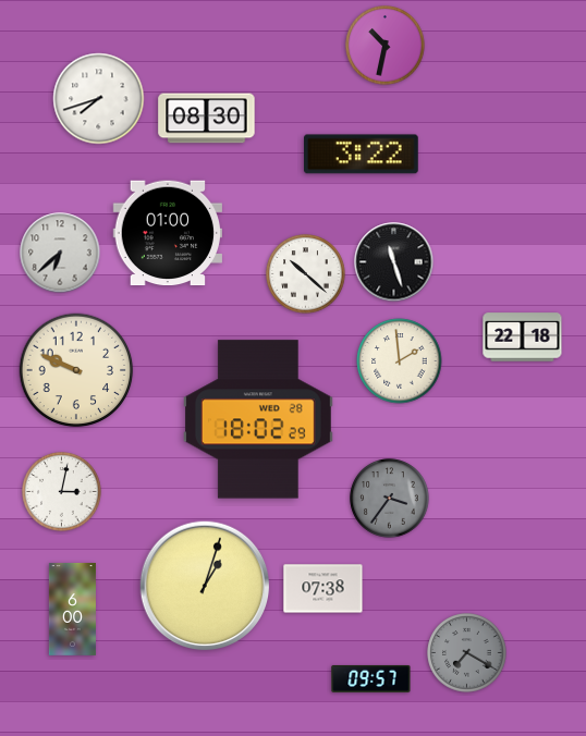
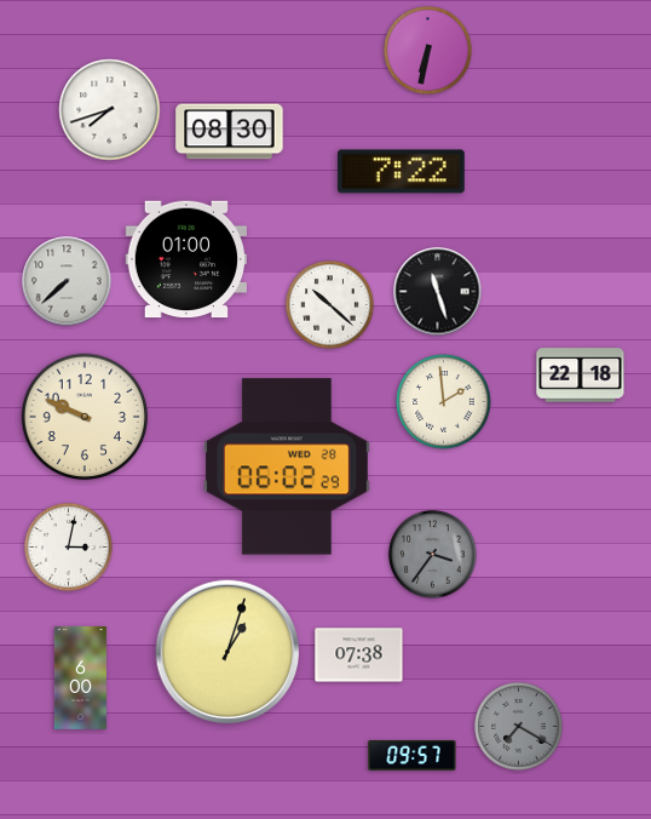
clock at (386, 46): 10:32 -> 6:32
clock at (361, 155): 3:22 -> 7:22
clock at (60, 253): 6:38 -> 7:38
clock at (306, 274) position: (306, 274) -> (330, 305)
clock at (76, 370) position: (76, 370) -> (85, 417)
clock at (258, 419): 18:02 -> 06:02
